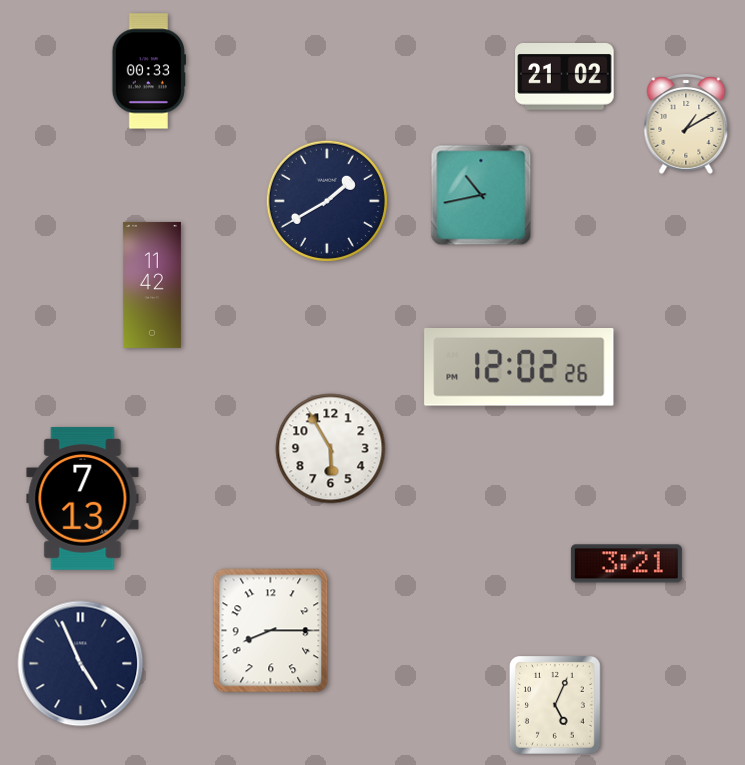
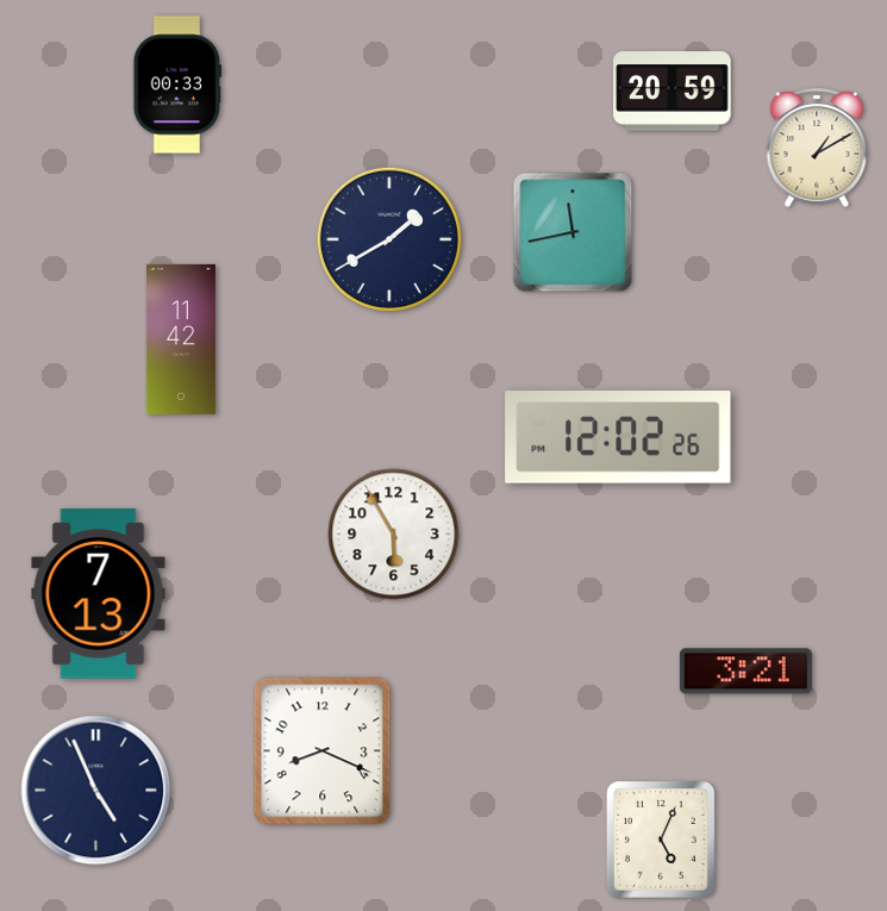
clock at (565, 77): 21:02 -> 20:59
clock at (481, 195): 10:43 -> 11:43
clock at (271, 631): 8:15 -> 8:19
